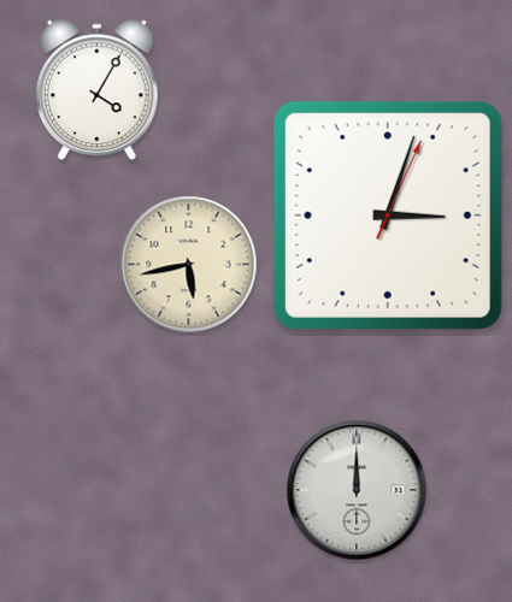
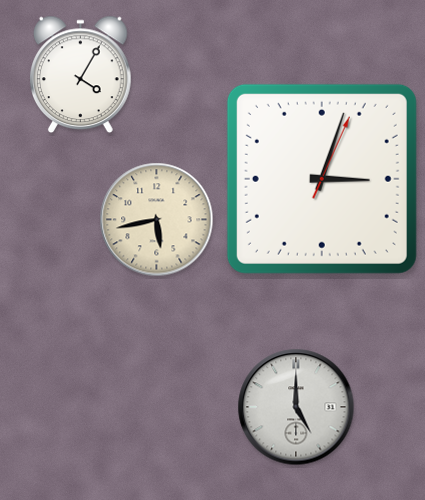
clock at (357, 490): 12:00 -> 5:00
